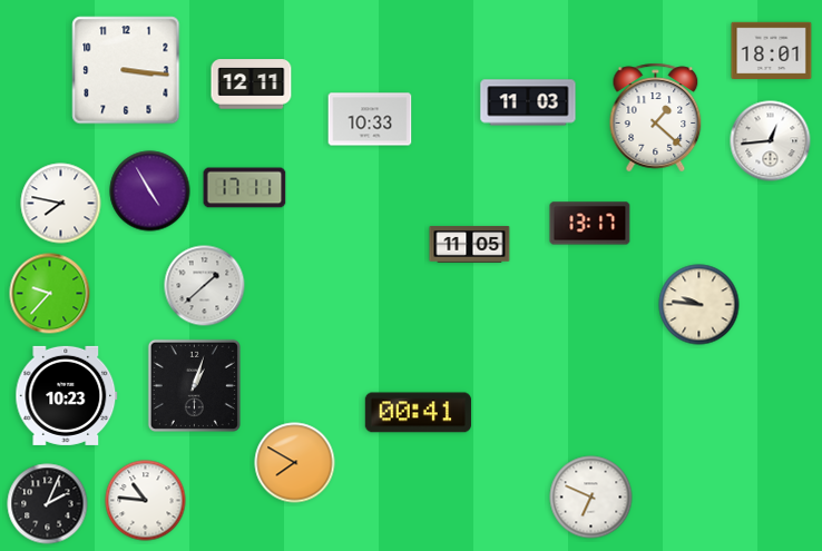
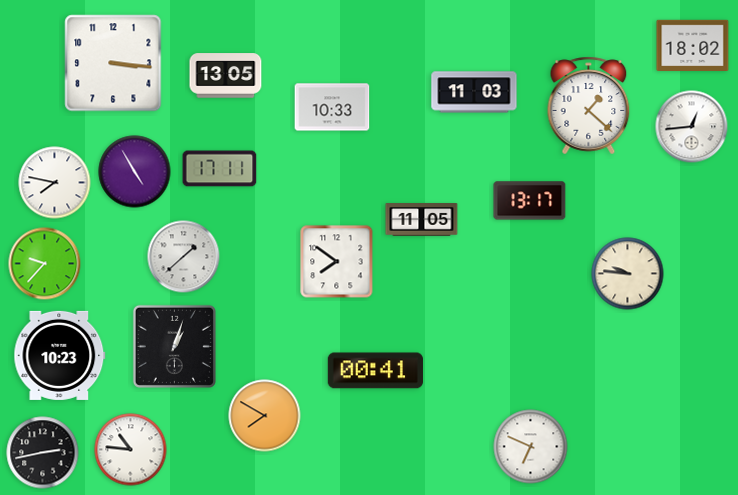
clock at (772, 50): 18:01 -> 18:02
clock at (252, 85): 12:11 -> 13:05
clock at (337, 262): none -> 7:51
clock at (48, 504): 2:04 -> 2:43
